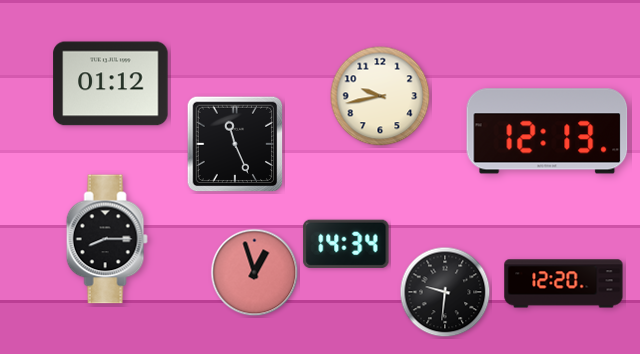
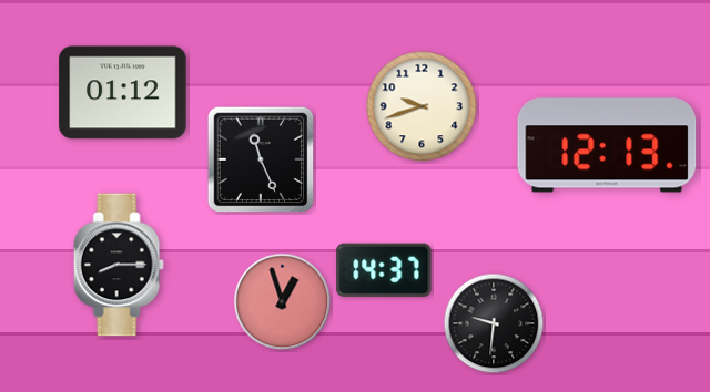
clock at (380, 96): 9:43 -> 9:42
clock at (346, 244): 14:34 -> 14:37
clock at (564, 284): 12:20 -> none
